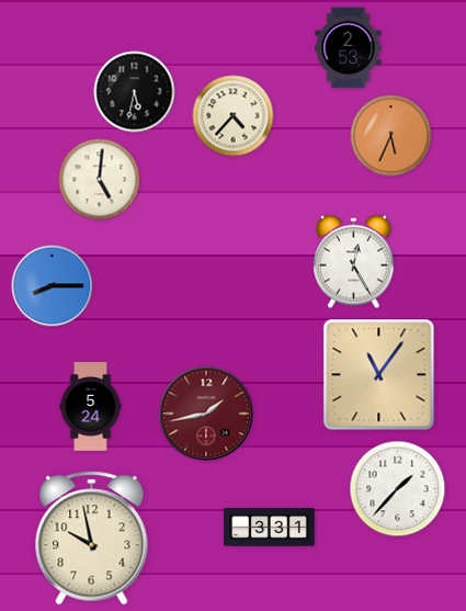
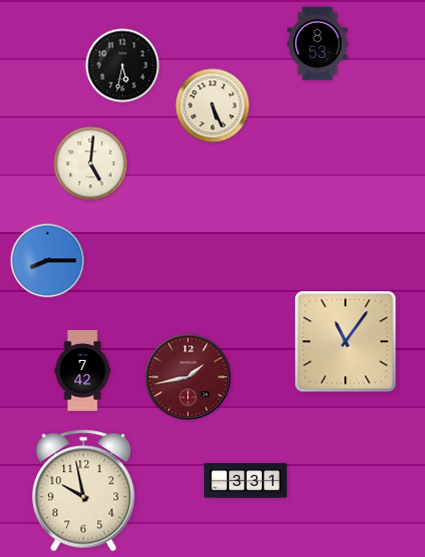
clock at (349, 48): 2:53 -> 8:53
clock at (135, 92) position: (135, 92) -> (123, 66)
clock at (234, 116): 4:37 -> 5:26
clock at (391, 136): 5:34 -> none
clock at (354, 262): 12:25 -> none
clock at (91, 407): 5:24 -> 7:42
clock at (398, 489): 1:37 -> none
